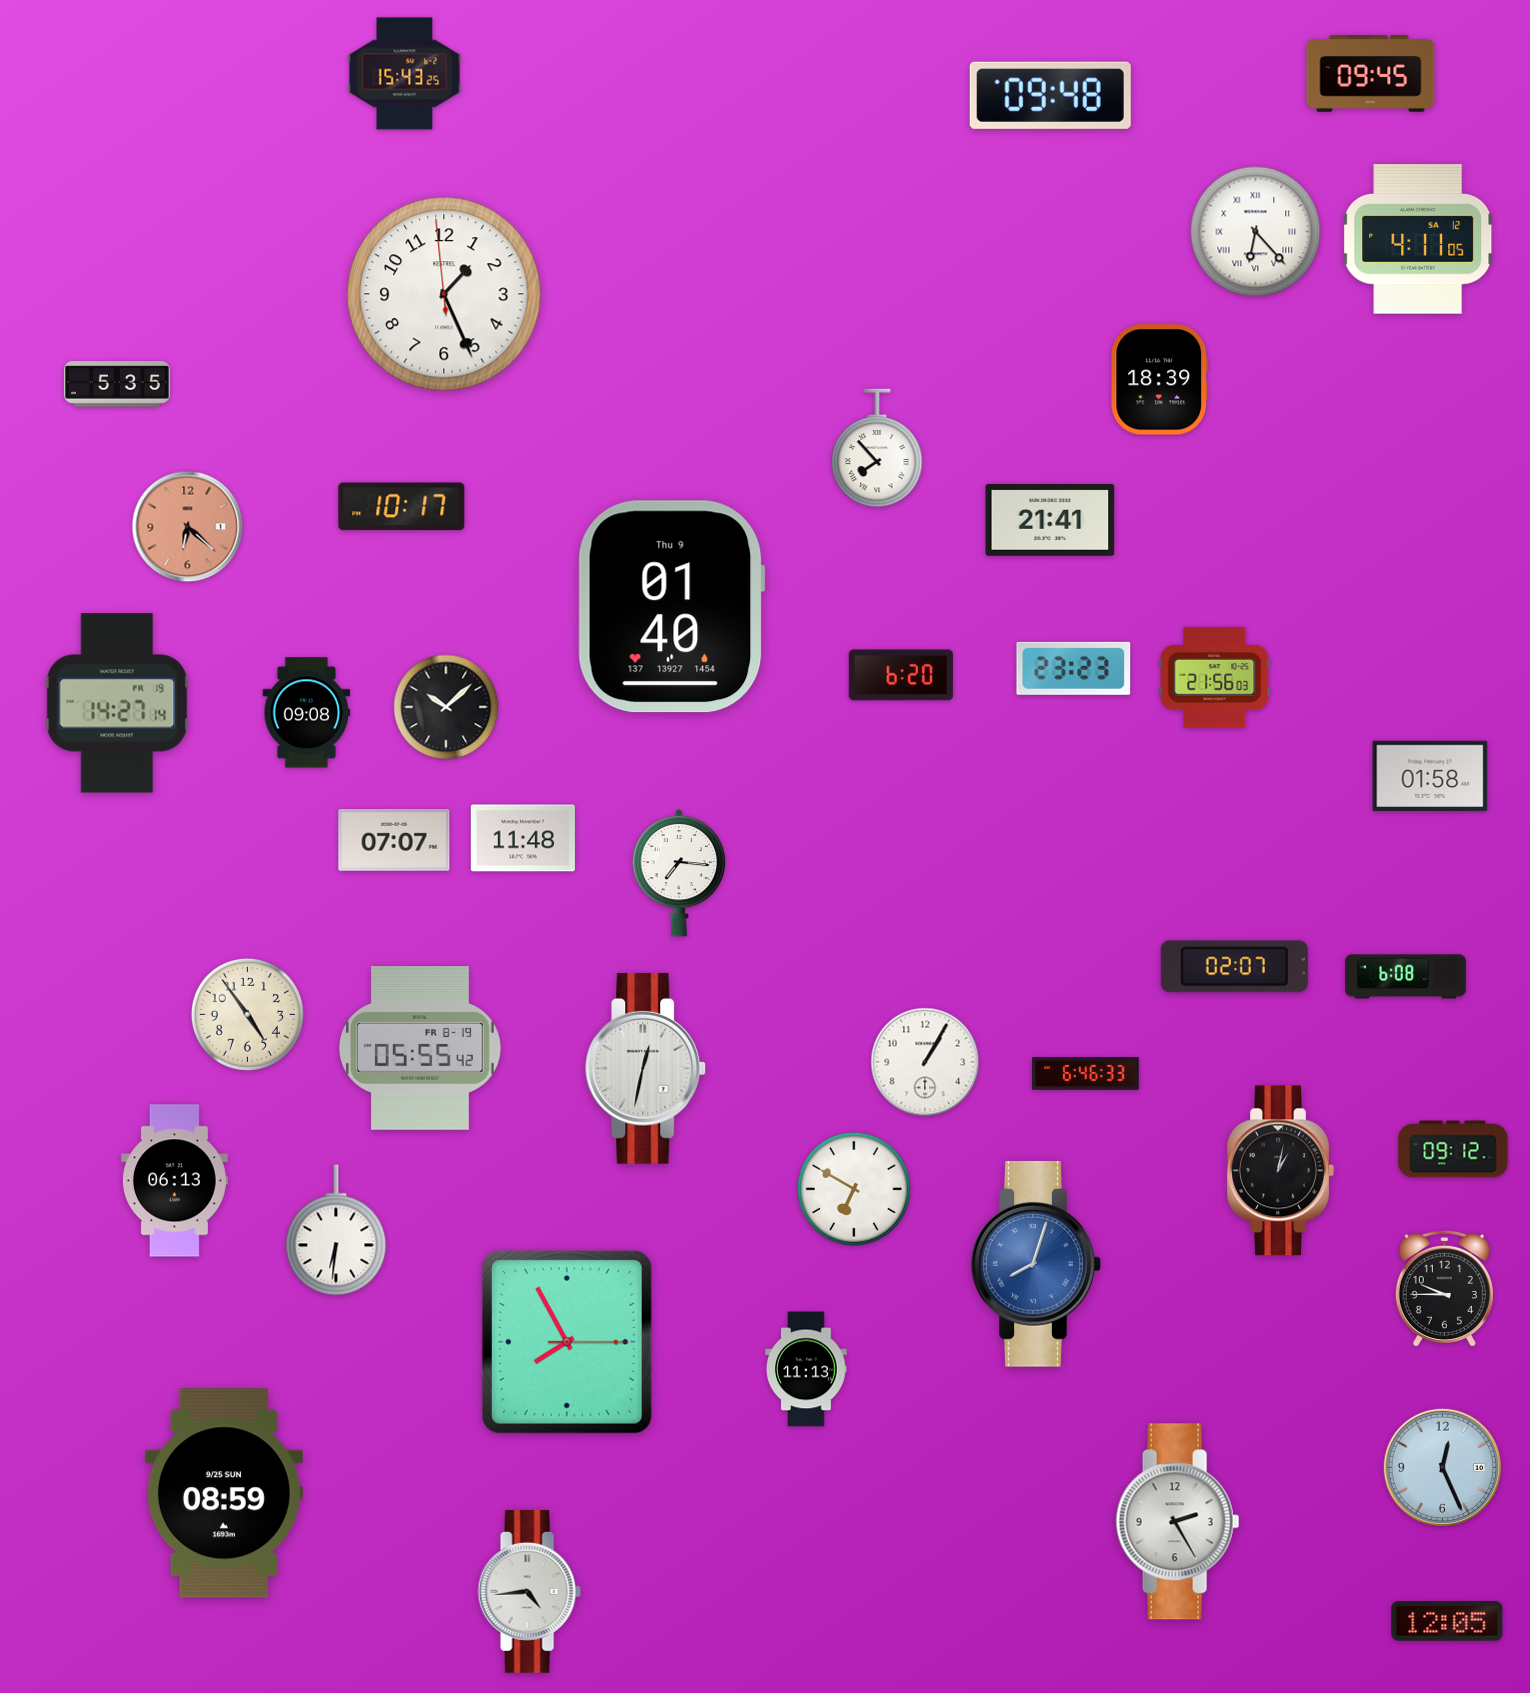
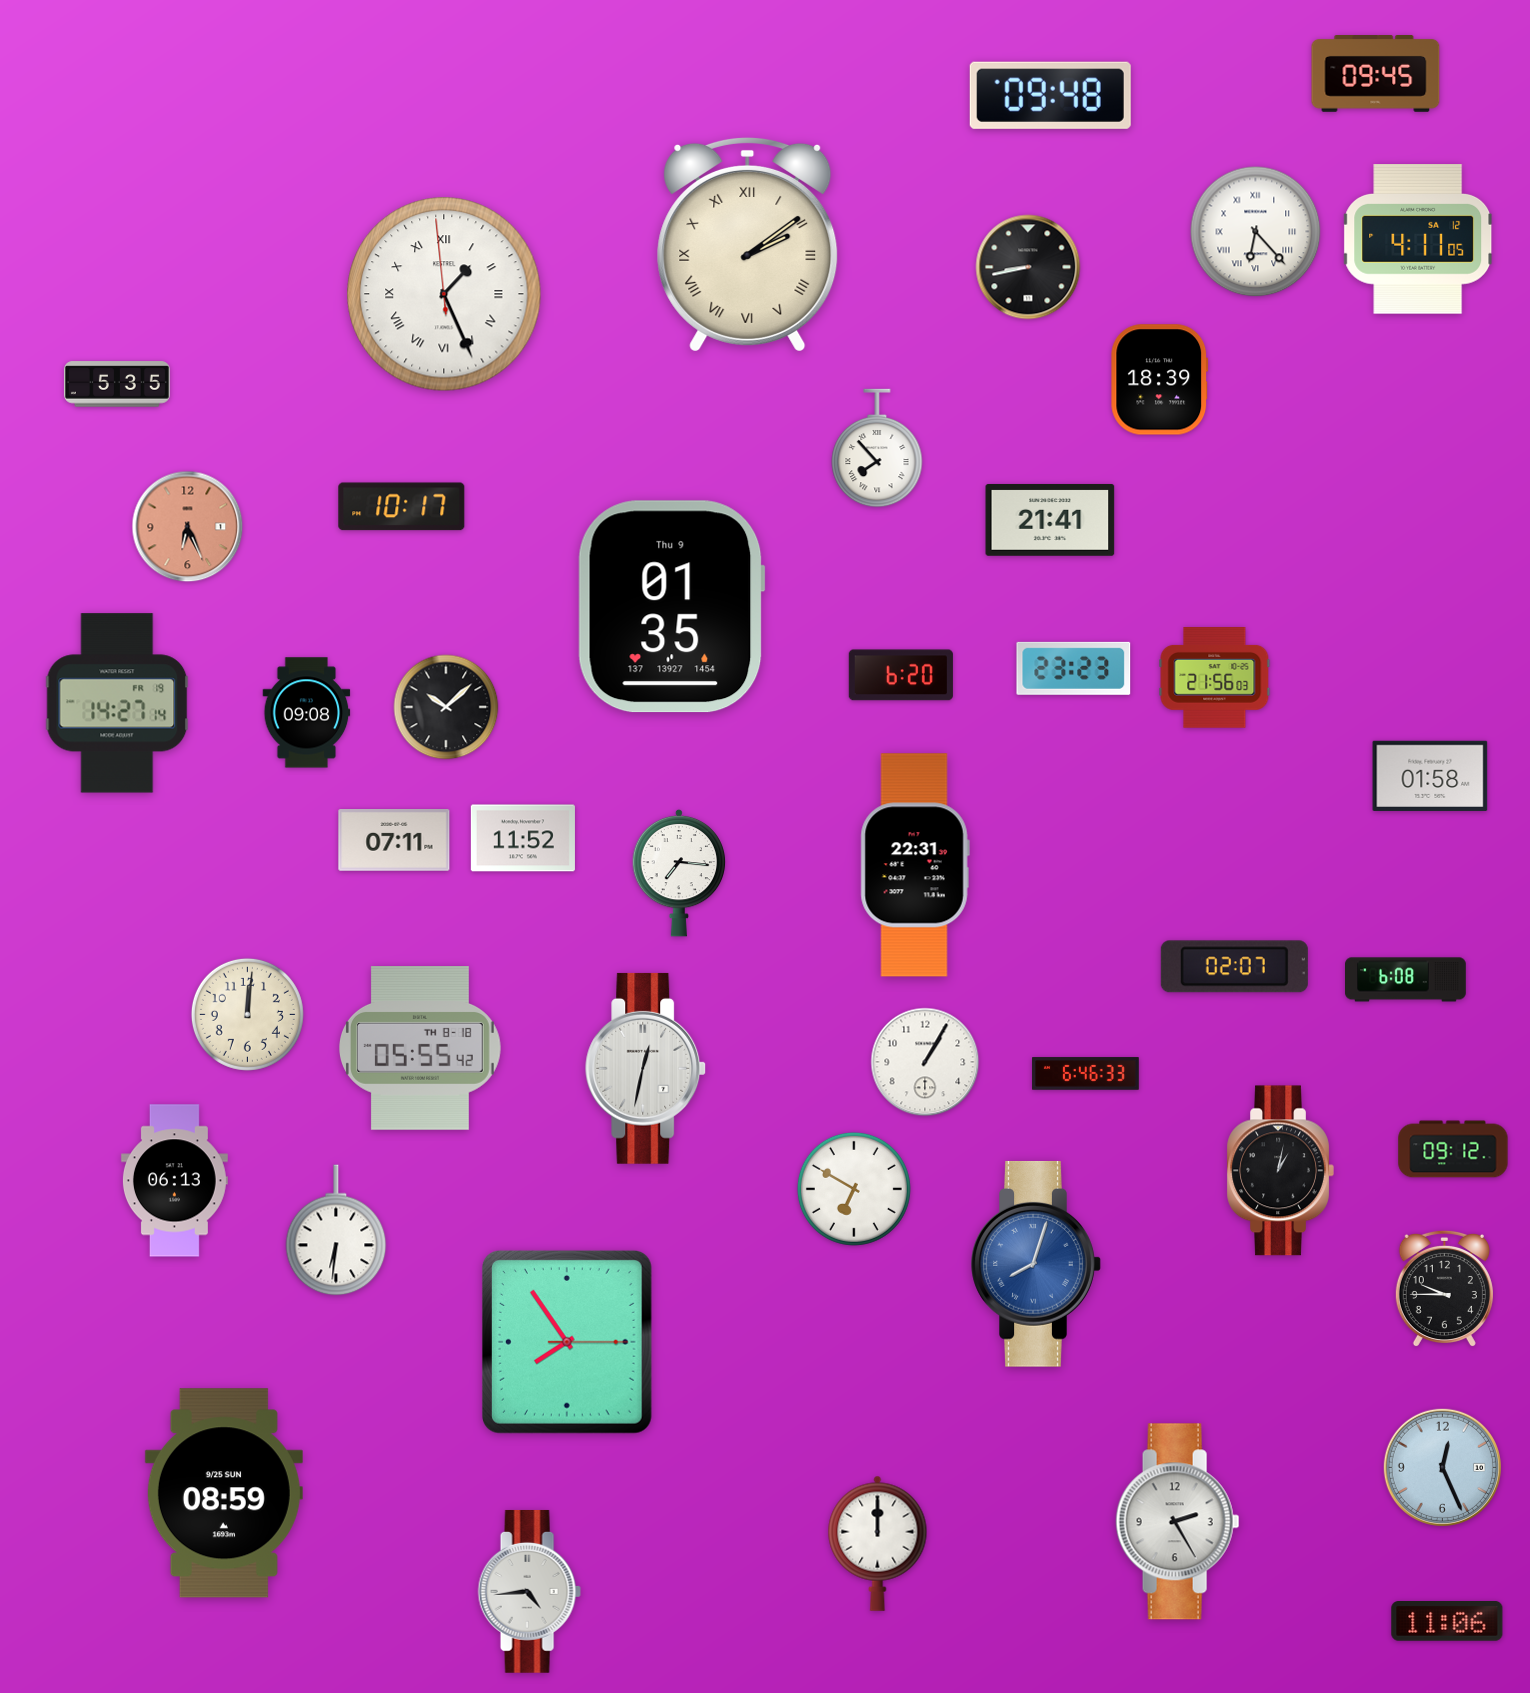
clock at (405, 74): 15:43 -> none
clock at (1371, 74) position: (1371, 74) -> (1376, 74)
clock at (748, 244): none -> 2:09
clock at (1028, 267): none -> 8:43
clock at (444, 294) numerals: Arabic -> Roman
clock at (188, 527): 6:22 -> 6:26
clock at (671, 607): 01:40 -> 01:35
clock at (523, 838): 11:48 -> 11:52
clock at (394, 841): 07:07 -> 07:11
clock at (915, 865): none -> 22:31
clock at (1406, 977) position: (1406, 977) -> (1406, 980)
clock at (247, 1014): 4:54 -> 12:01
clock at (421, 1048) date: FR 8-19 -> TH 8-18
clock at (567, 1342): 7:55 -> 7:54
clock at (806, 1369): 11:13 -> none
clock at (878, 1543): none -> 12:00
clock at (1447, 1622): 12:05 -> 11:06
